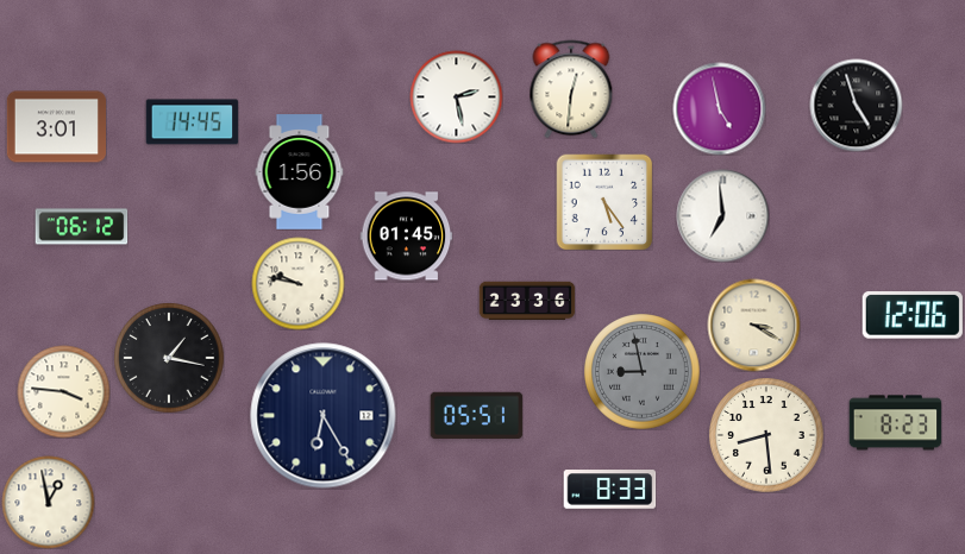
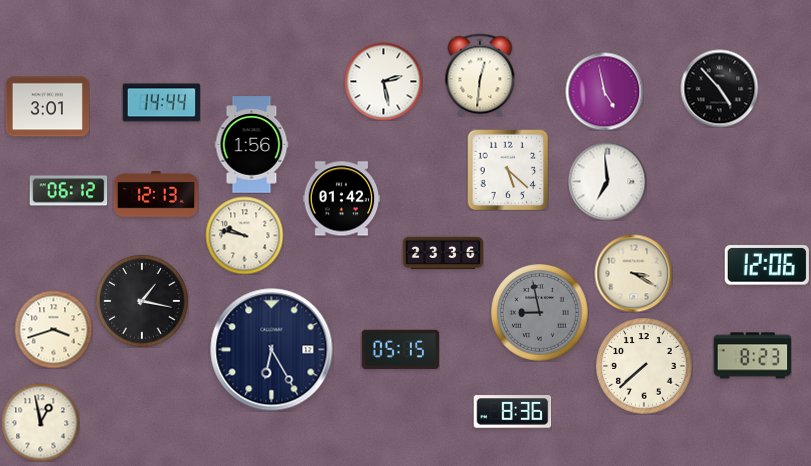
clock at (856, 105): 4:57 -> 4:53
clock at (192, 122): 14:45 -> 14:44
clock at (604, 202): 5:24 -> 5:22
clock at (156, 195): none -> 12:13
clock at (406, 237): 01:45 -> 01:42
clock at (297, 283) position: (297, 283) -> (244, 235)
clock at (63, 391): 3:46 -> 3:42
clock at (476, 416): 05:51 -> 05:15
clock at (766, 435): 8:29 -> 7:38
clock at (609, 490): 8:33 -> 8:36
